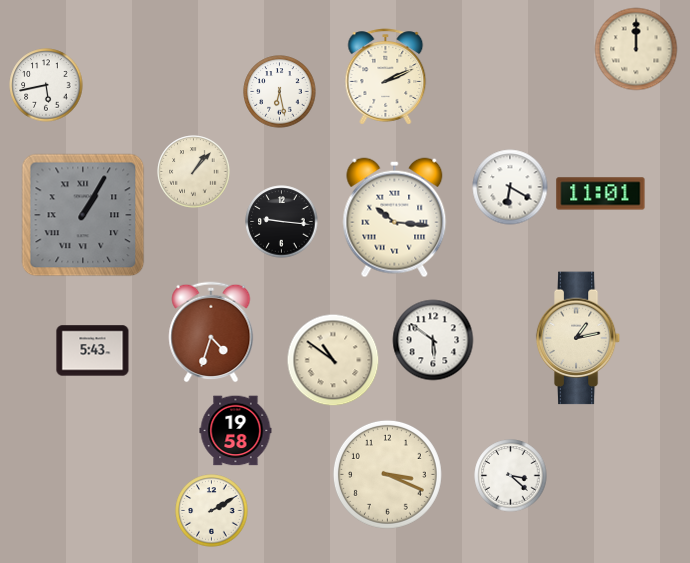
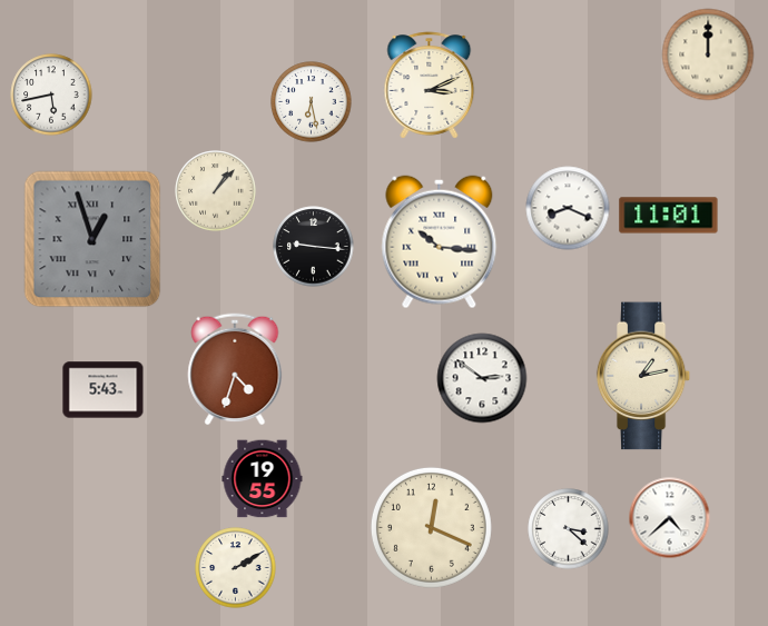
clock at (386, 77): 2:11 -> 3:11
clock at (510, 187): 6:20 -> 8:19
clock at (83, 215): 1:05 -> 12:57
clock at (433, 340): 5:51 -> 2:51
clock at (333, 360): 10:51 -> none
clock at (236, 431): 19:58 -> 19:55
clock at (670, 518): none -> 4:38
clock at (387, 474): 3:19 -> 12:19
